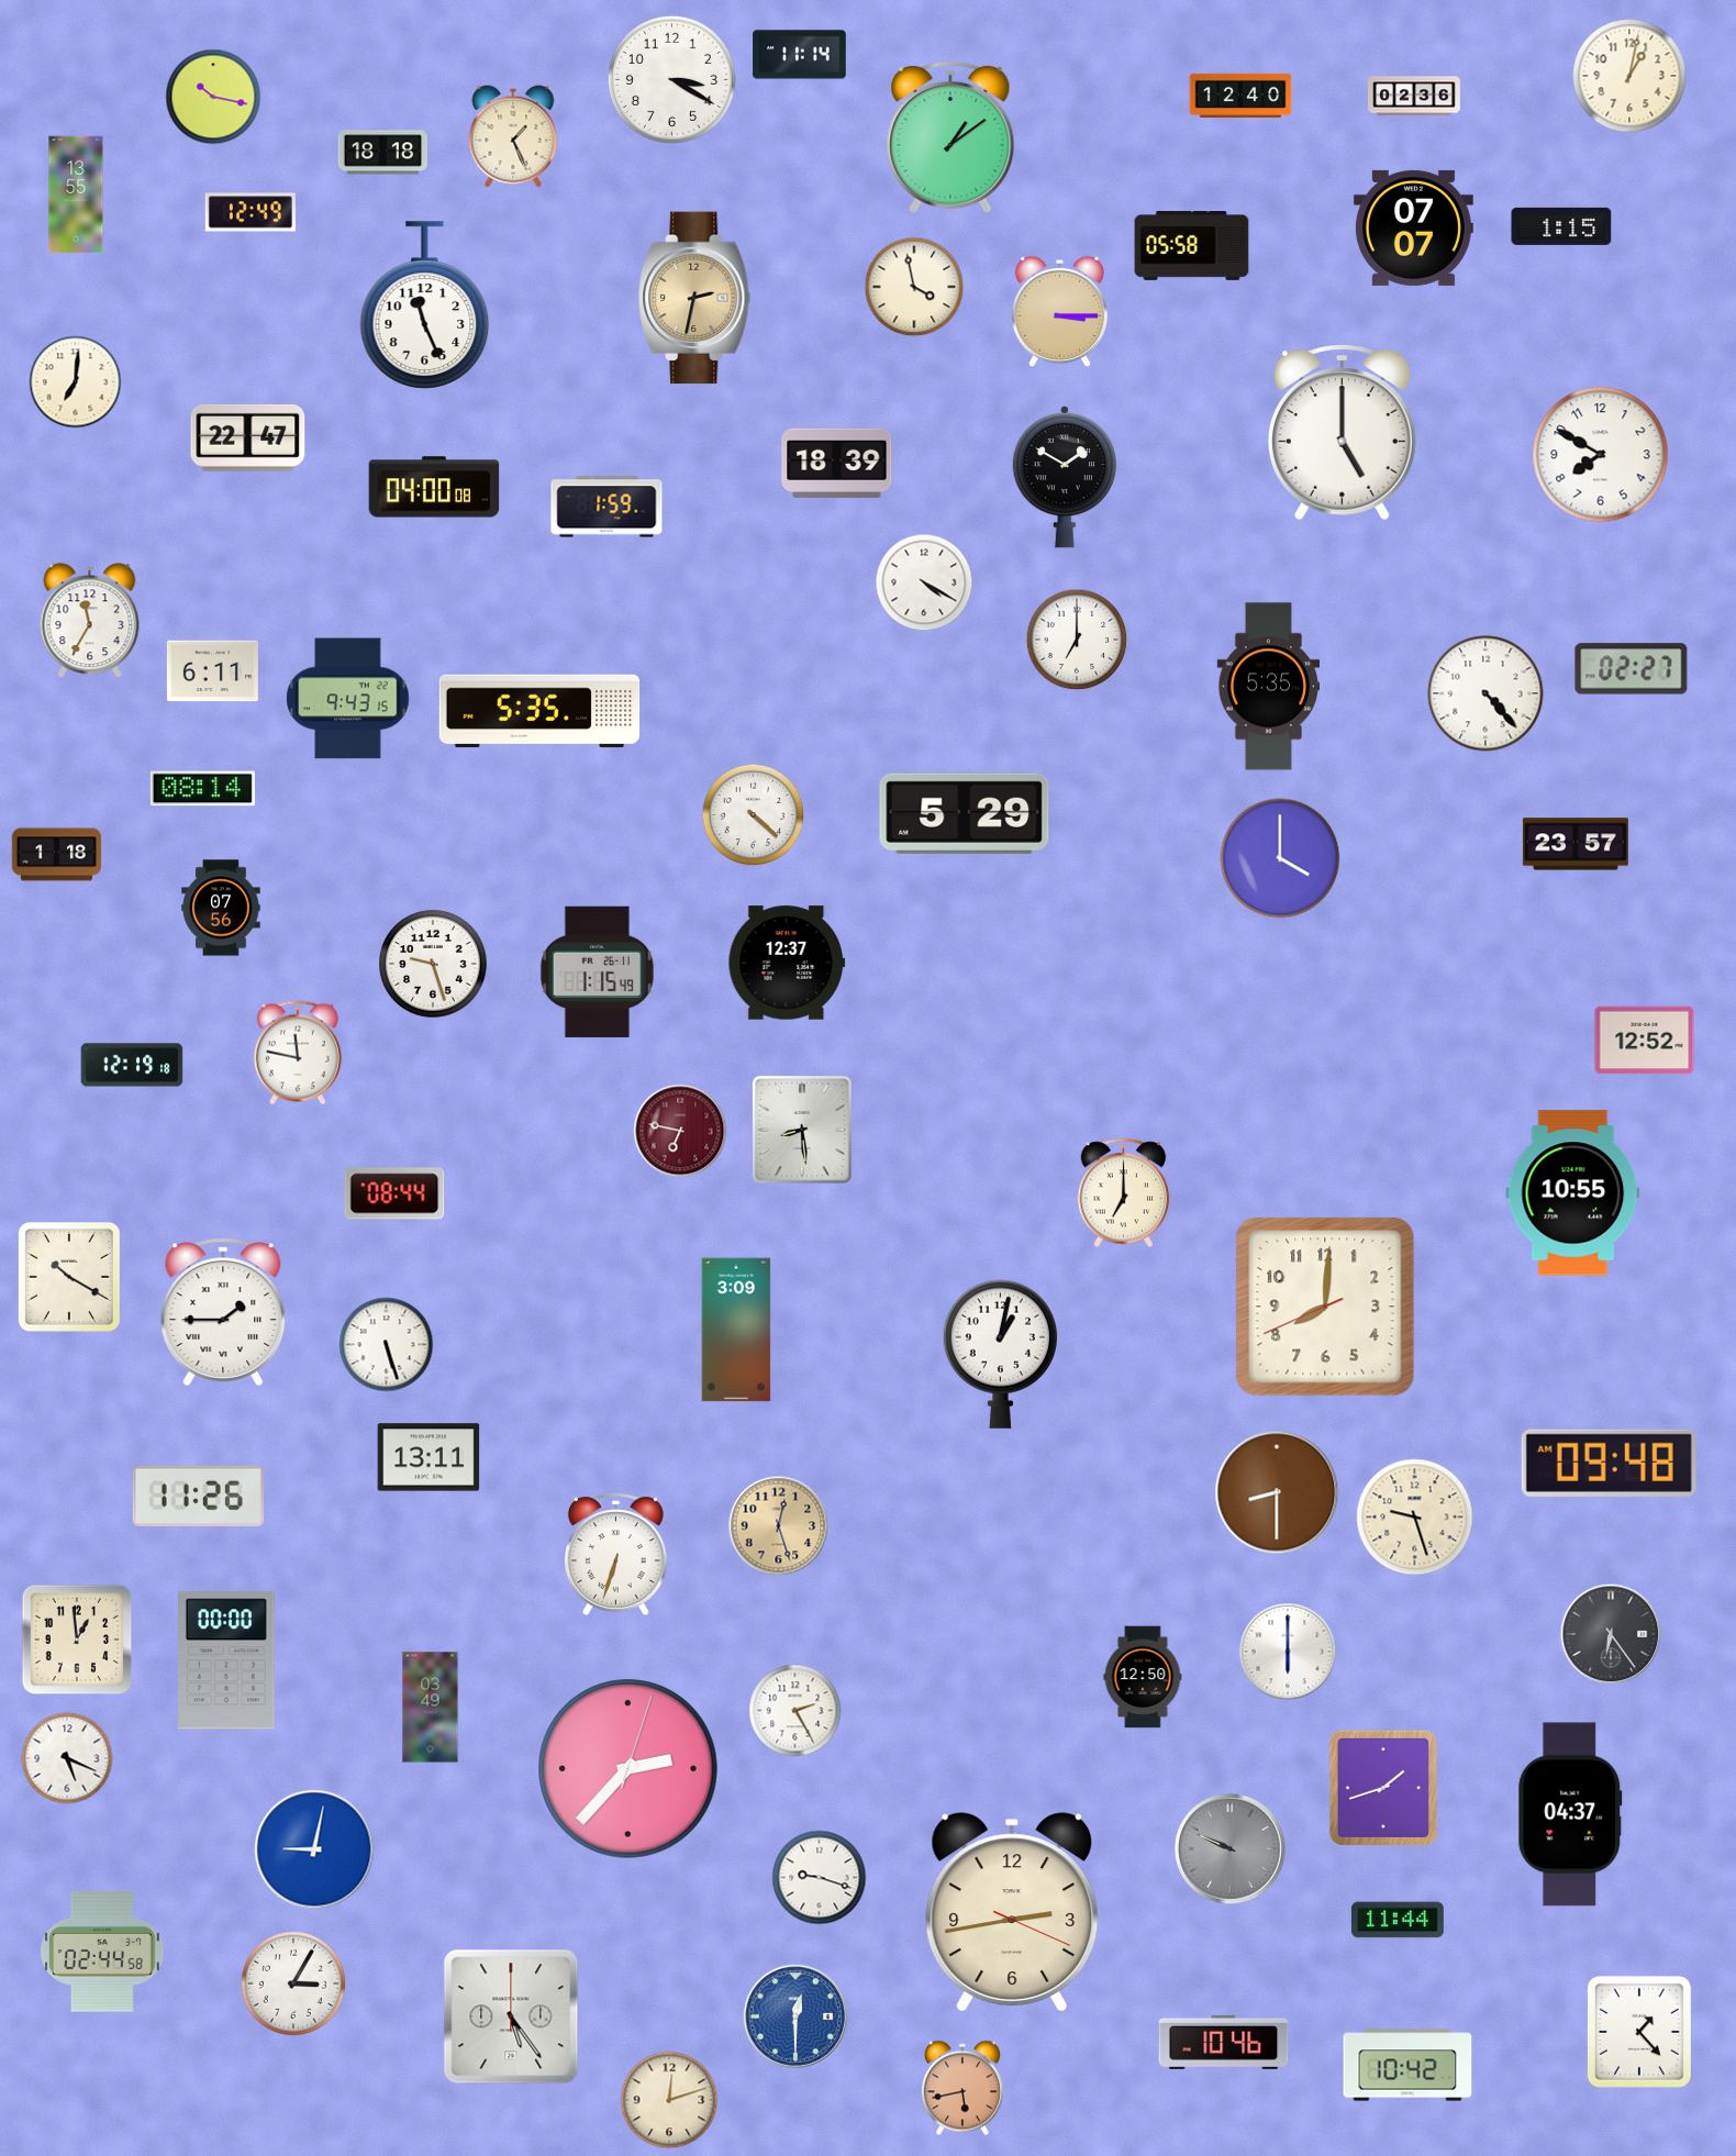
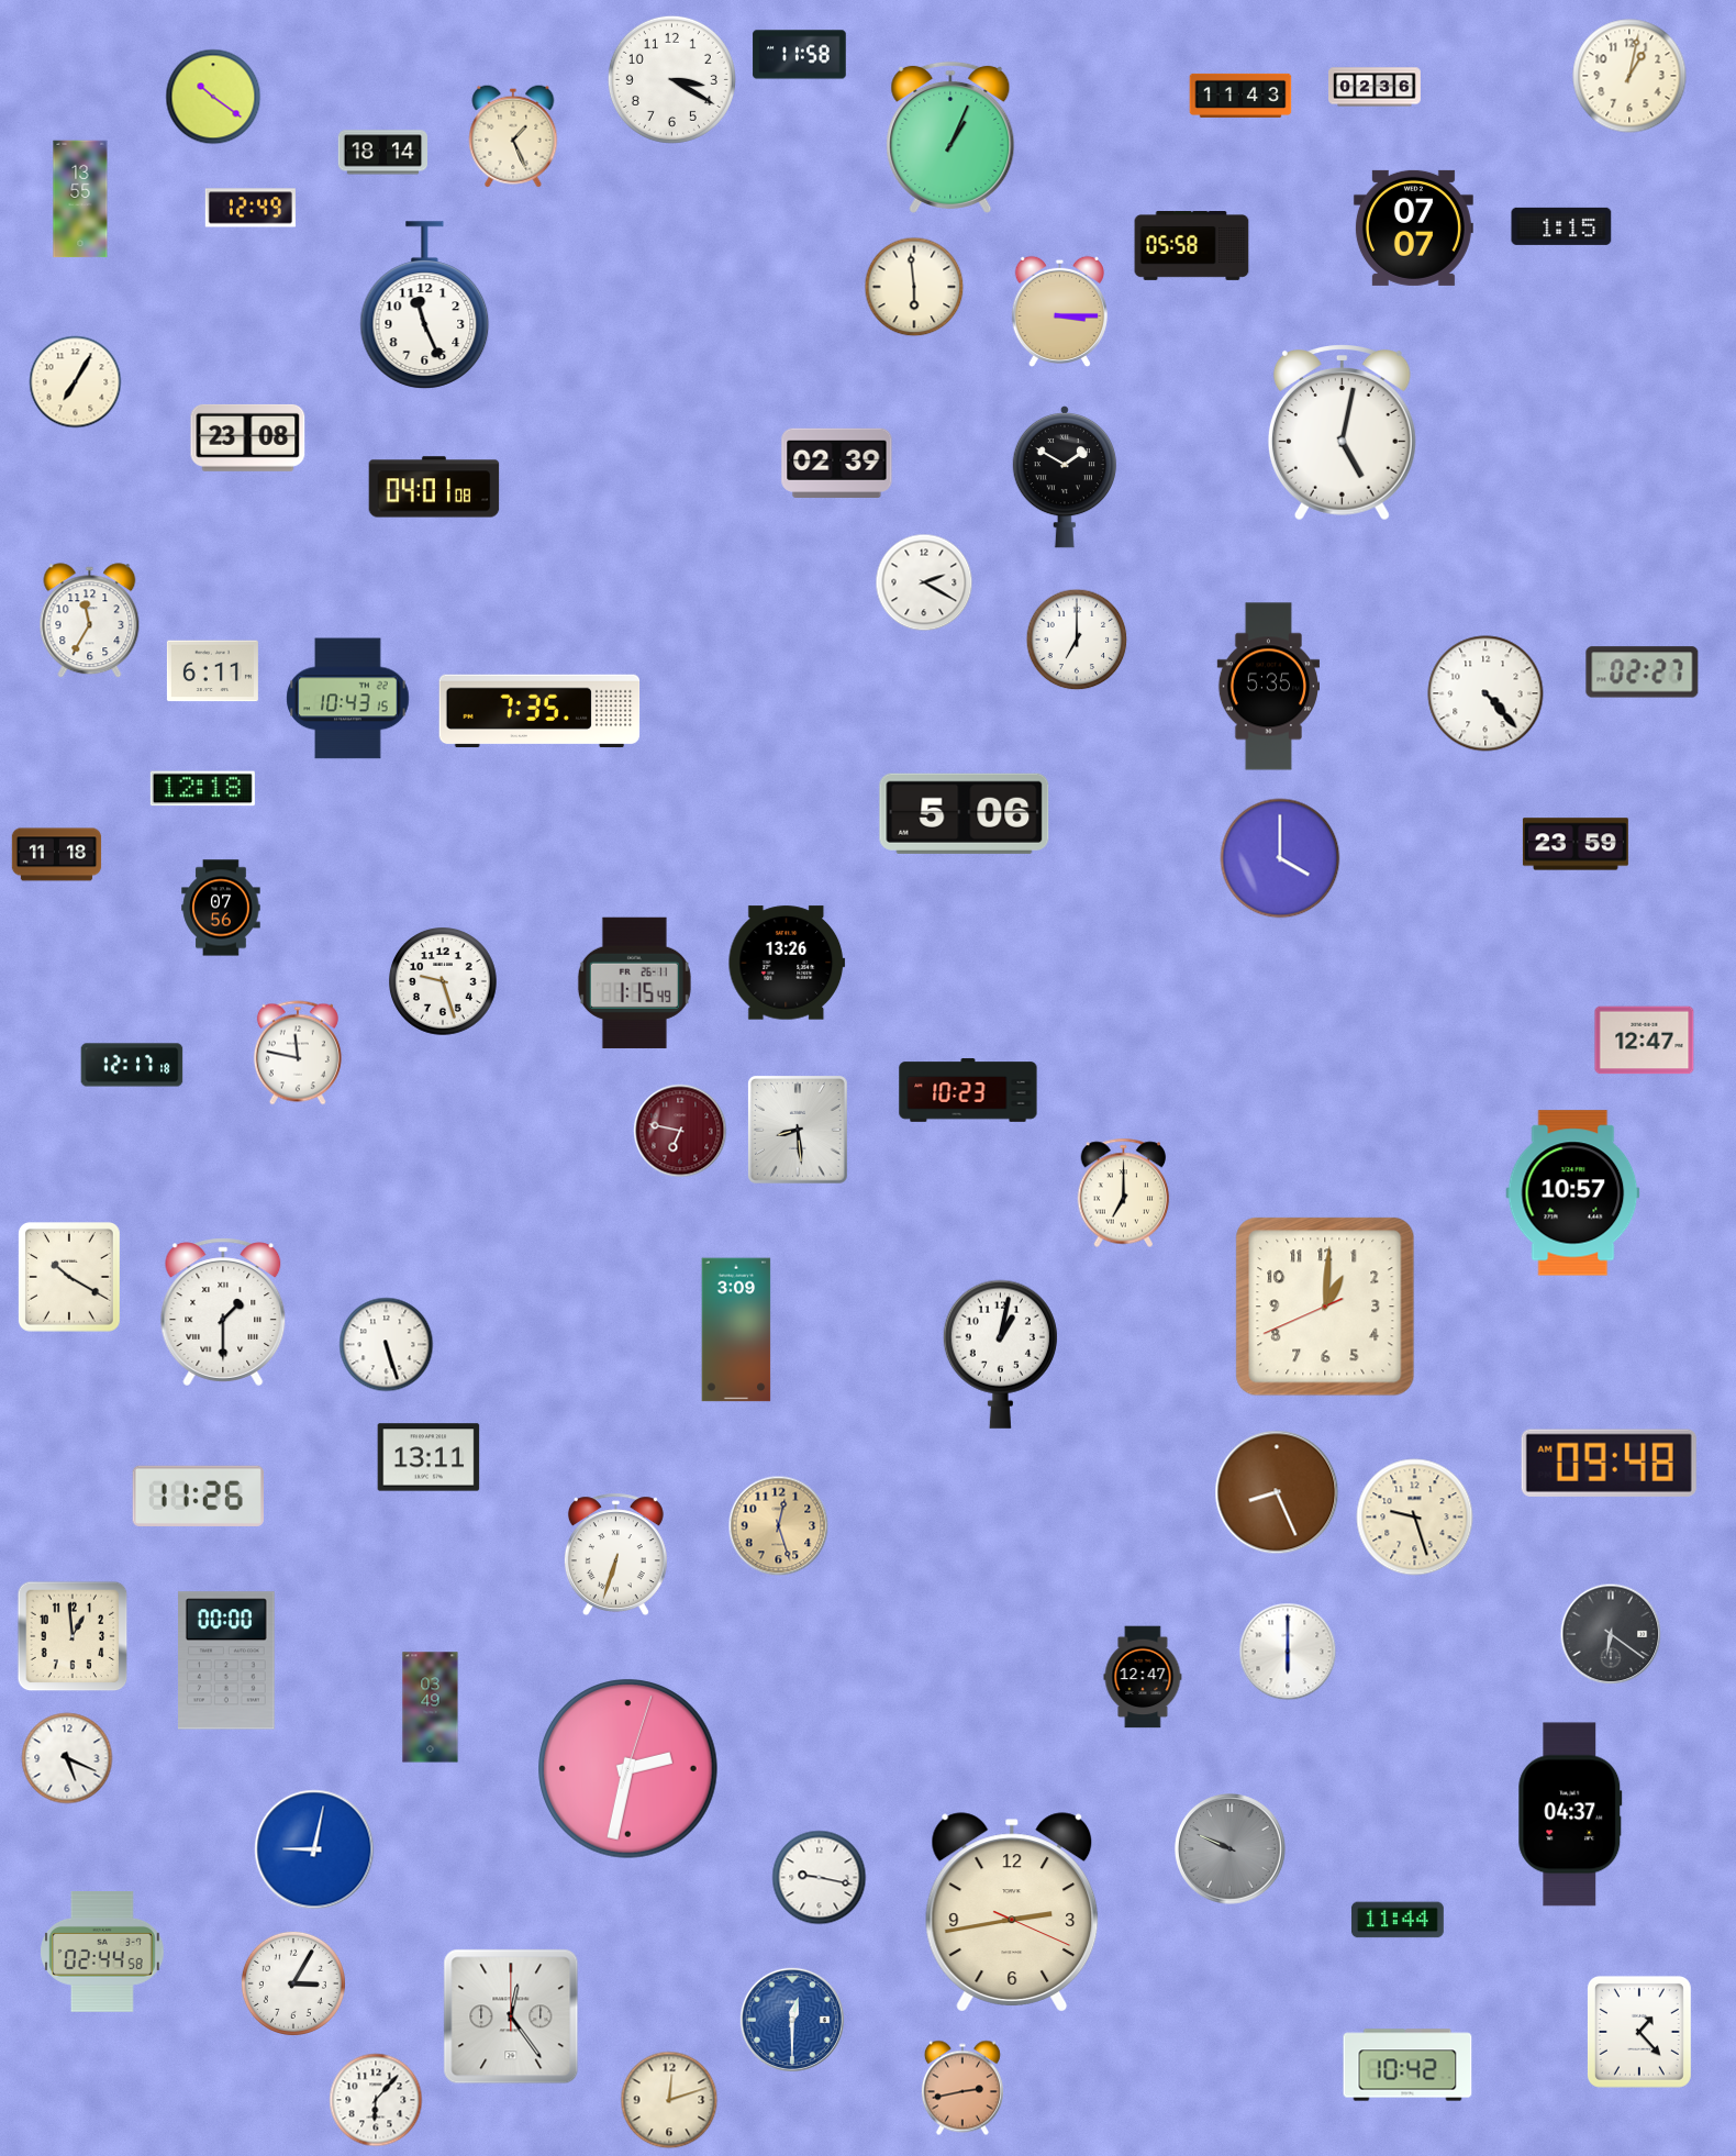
clock at (800, 55): 11:14 -> 11:58
clock at (1240, 96): 12:40 -> 11:43
clock at (1415, 96) position: (1415, 96) -> (1376, 87)
clock at (213, 97): 10:17 -> 10:21
clock at (950, 137): 1:09 -> 1:04
clock at (383, 153): 18:18 -> 18:14
clock at (76, 195) position: (76, 195) -> (80, 199)
clock at (251, 212) position: (251, 212) -> (251, 208)
clock at (914, 287): 3:58 -> 5:59
clock at (695, 298): 2:32 -> none
clock at (76, 382): 7:01 -> 7:05
clock at (1342, 433): 5:00 -> 5:02
clock at (248, 437): 22:47 -> 23:08
clock at (1601, 455): 7:50 -> none
clock at (837, 463): 18:39 -> 02:39
clock at (434, 487): 04:00 -> 04:01
clock at (607, 507): 1:59 -> none
clock at (924, 582): 4:20 -> 2:20
clock at (1632, 669) position: (1632, 669) -> (1643, 673)
clock at (348, 699): 9:43 -> 10:43
clock at (539, 711): 5:35 -> 7:35
clock at (202, 789): 08:14 -> 12:18
clock at (965, 813): 5:29 -> 5:06
clock at (754, 815): 4:22 -> none
clock at (1576, 844): 23:57 -> 23:59
clock at (57, 855): 1:18 -> 11:18
clock at (787, 963): 12:37 -> 13:26
clock at (433, 964) position: (433, 964) -> (443, 981)
clock at (597, 971) position: (597, 971) -> (634, 982)
clock at (1645, 1041): 12:52 -> 12:47
clock at (132, 1065): 12:19 -> 12:17
clock at (968, 1090): none -> 10:23
clock at (802, 1130) position: (802, 1130) -> (798, 1130)
clock at (394, 1193): 08:44 -> none
clock at (1573, 1193): 10:55 -> 10:57
clock at (1325, 1307): 8:00 -> 1:00
clock at (223, 1312): 1:45 -> 1:30
clock at (1277, 1492): 8:30 -> 8:26
clock at (1611, 1634): 6:24 -> 6:21
clock at (77, 1640) position: (77, 1640) -> (73, 1636)
clock at (1143, 1677): 12:50 -> 12:47
clock at (795, 1711): 2:25 -> none
clock at (628, 1769): 2:37 -> 2:32
clock at (1383, 1788): 1:42 -> none
clock at (820, 1878): 9:18 -> 9:17
clock at (794, 2015) position: (794, 2015) -> (791, 2019)
clock at (511, 2016): 5:24 -> 12:24
clock at (1224, 2042): 10:46 -> none
clock at (962, 2088): 5:43 -> 2:43
clock at (376, 2100): none -> 6:07
